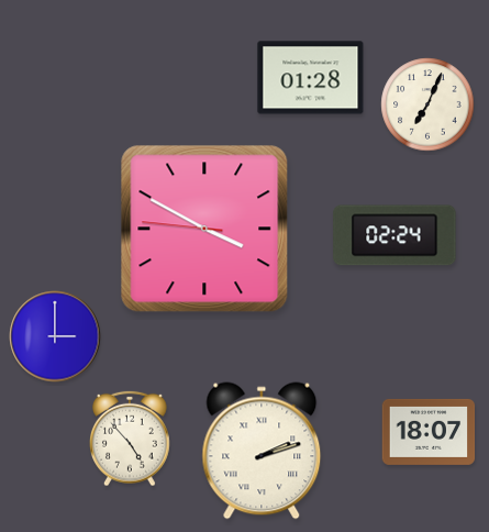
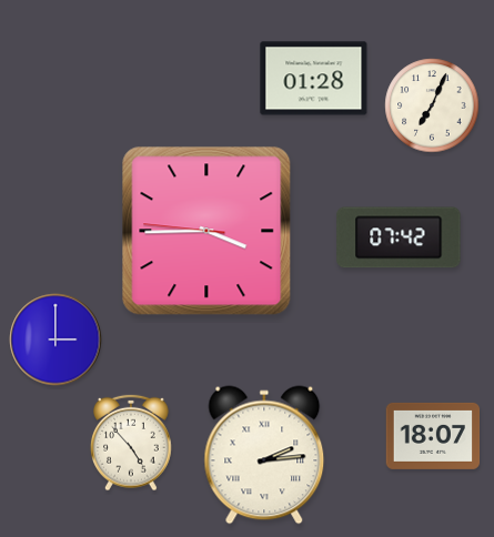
clock at (204, 229): 3:49 -> 3:44
clock at (394, 235): 02:24 -> 07:42
clock at (262, 451): 2:12 -> 2:14
